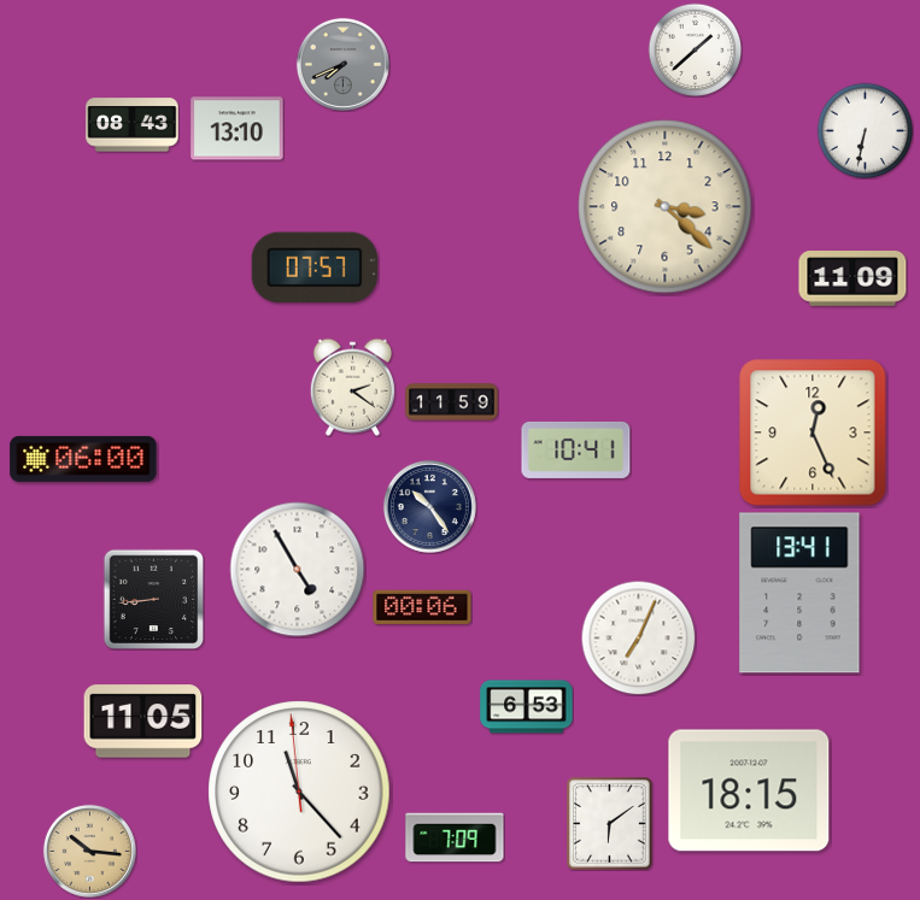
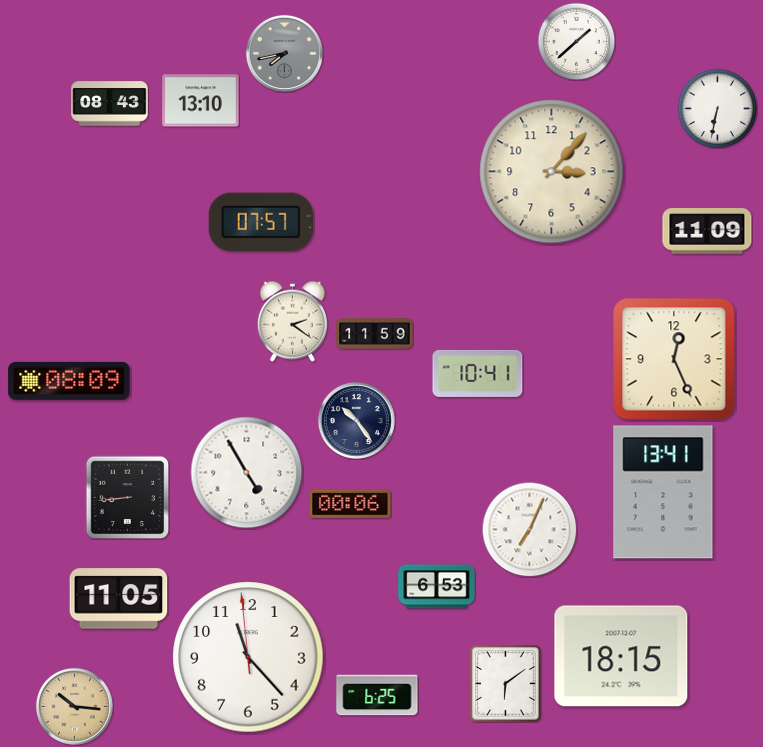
clock at (342, 64): 7:41 -> 7:43
clock at (238, 129) position: (238, 129) -> (201, 101)
clock at (666, 207): 3:22 -> 3:07
clock at (83, 459): 06:00 -> 08:09
clock at (455, 837): 7:09 -> 6:25
